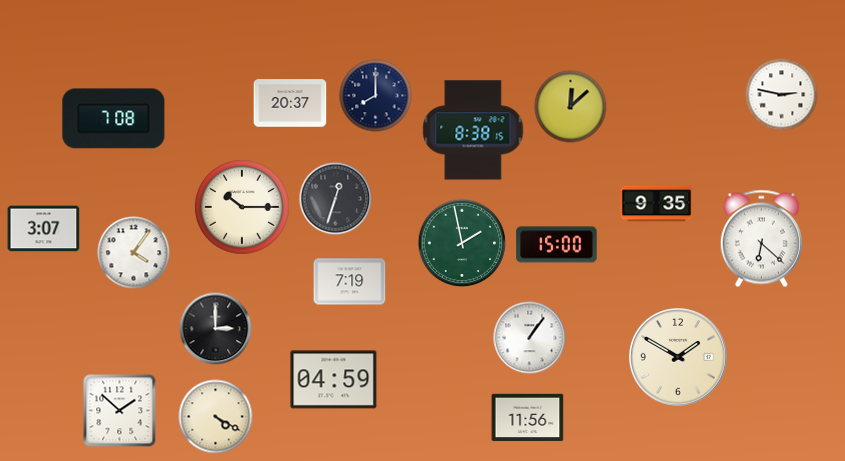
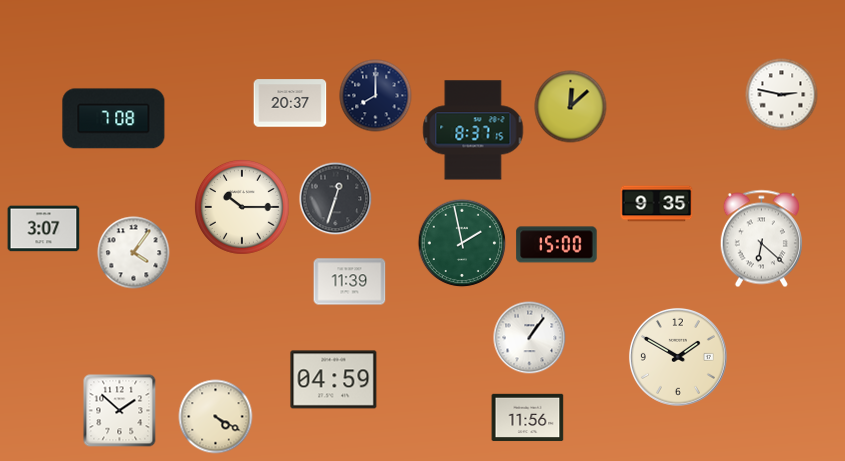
clock at (473, 130): 8:38 -> 8:37
clock at (350, 282): 7:19 -> 11:39
clock at (216, 329): 3:00 -> none
